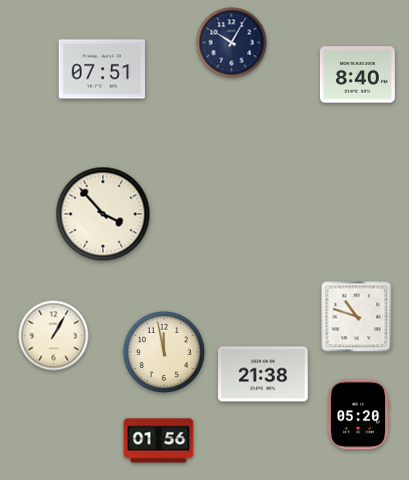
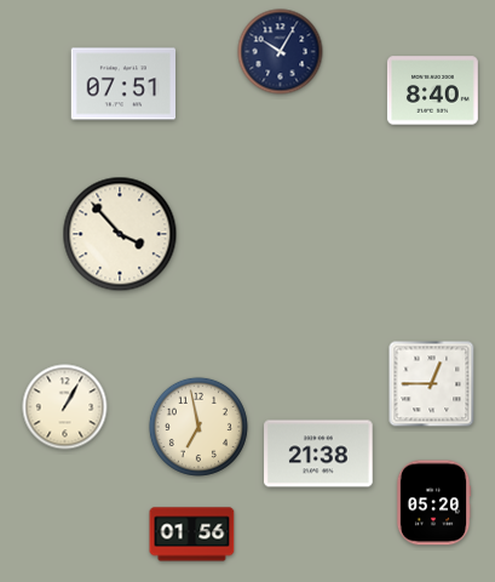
clock at (103, 214) position: (103, 214) -> (120, 234)
clock at (357, 317): 10:48 -> 12:45
clock at (164, 352): 11:58 -> 6:58
